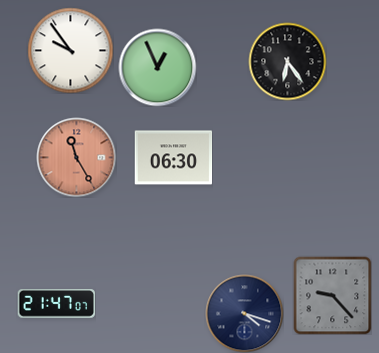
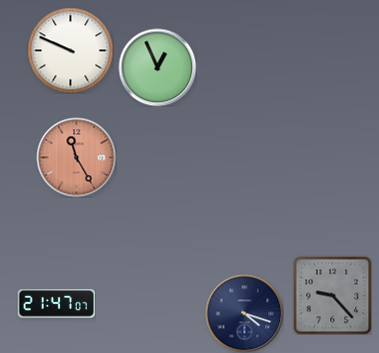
clock at (70, 50): 9:54 -> 9:49
clock at (287, 61): 6:24 -> none
clock at (173, 158): 06:30 -> none
